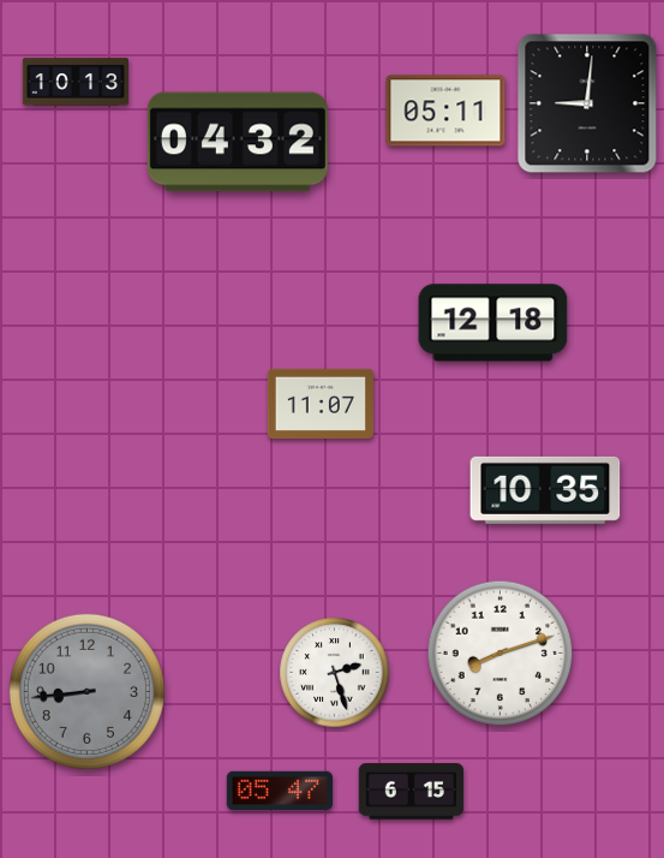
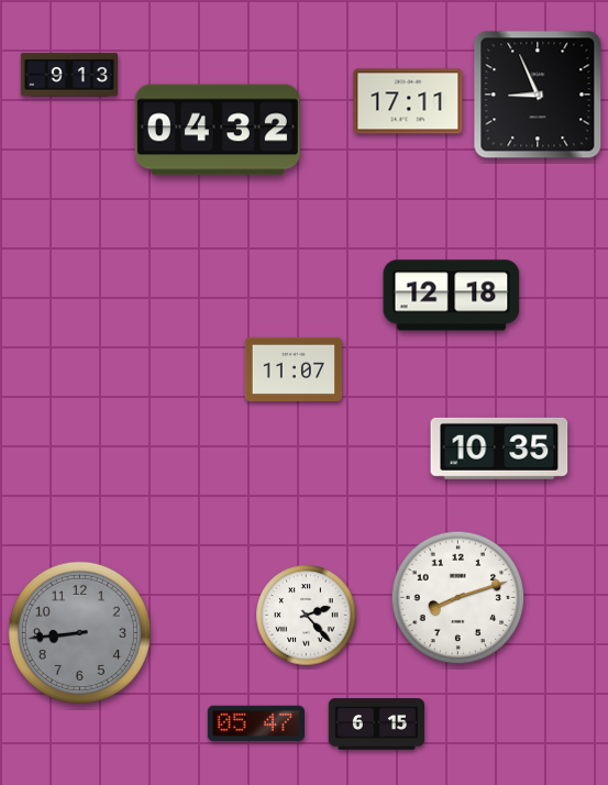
clock at (74, 82): 10:13 -> 9:13
clock at (587, 103): 9:01 -> 8:56
clock at (445, 111): 05:11 -> 17:11
clock at (335, 673): 2:27 -> 2:23
